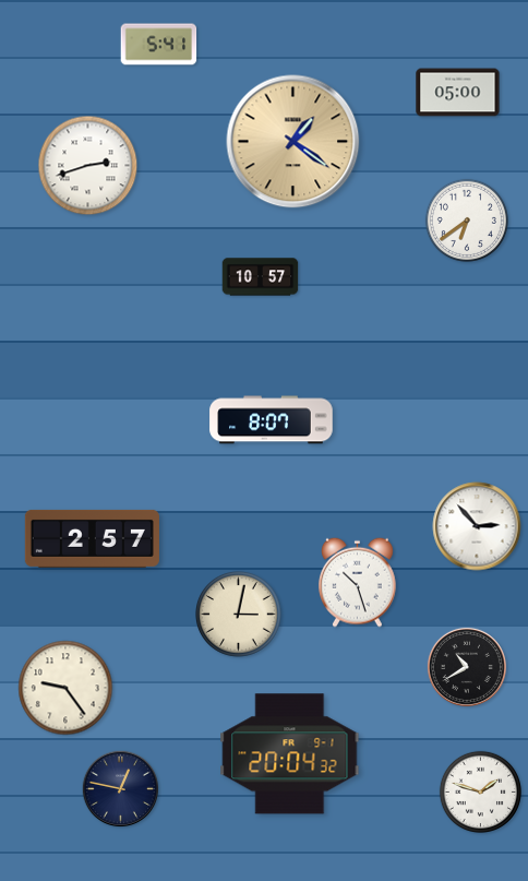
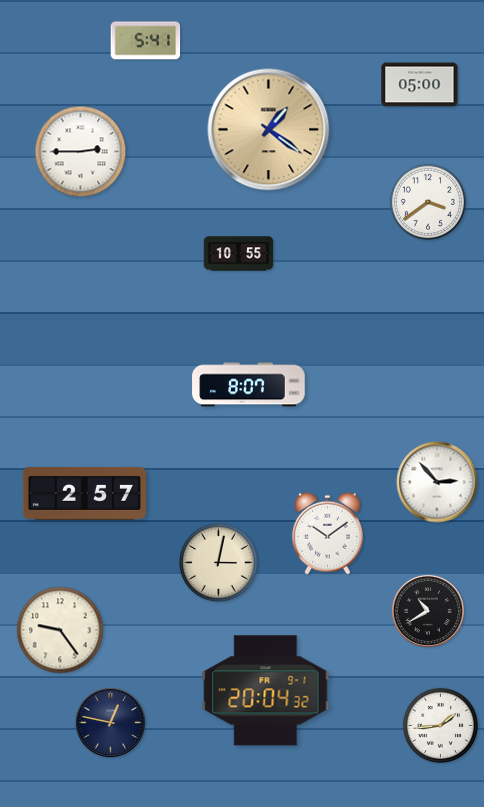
clock at (88, 166): 2:42 -> 2:45
clock at (467, 221): 6:39 -> 3:39
clock at (261, 277): 10:57 -> 10:55
clock at (358, 582): 10:27 -> 10:09
clock at (480, 791): 1:48 -> 1:44
